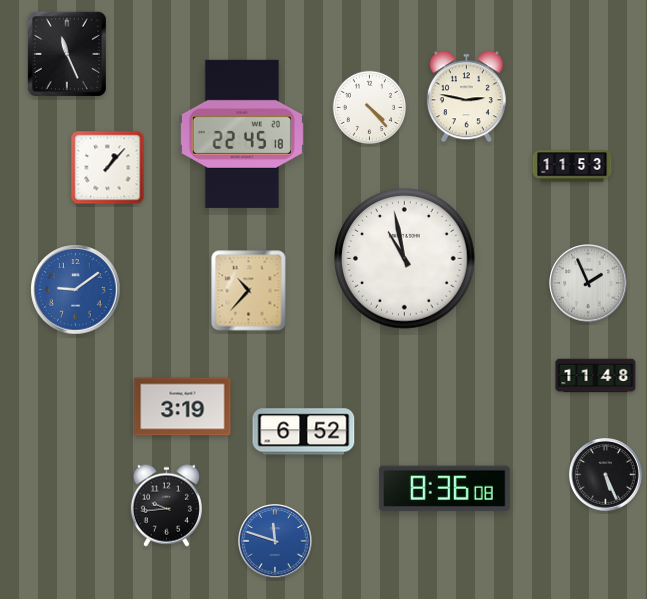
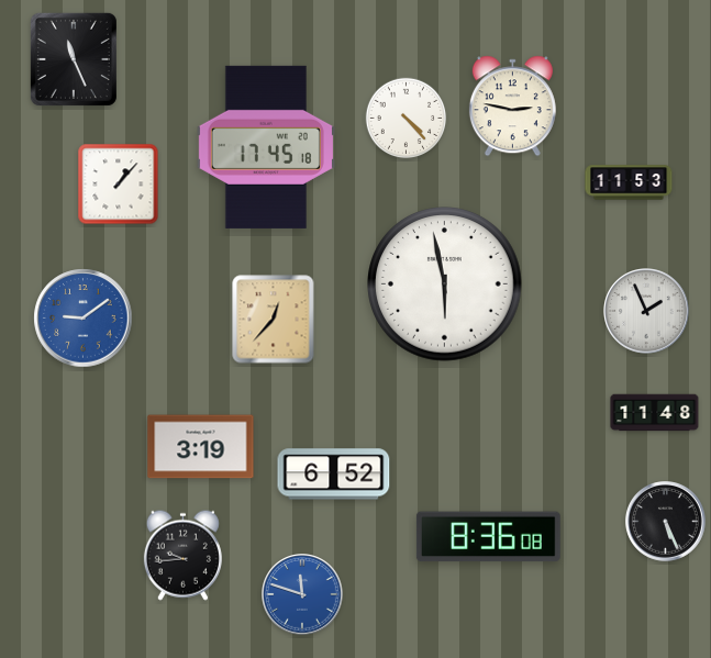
clock at (242, 134): 22:45 -> 17:45
clock at (405, 259): 10:58 -> 5:58
clock at (249, 291): 10:37 -> 12:37
